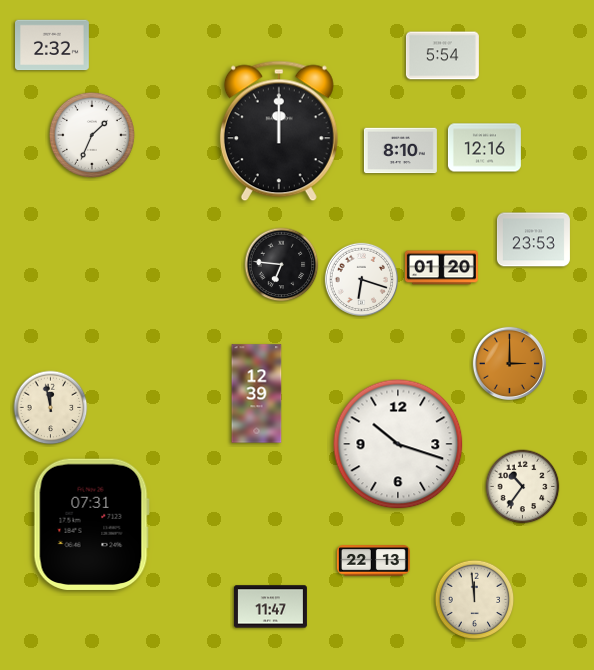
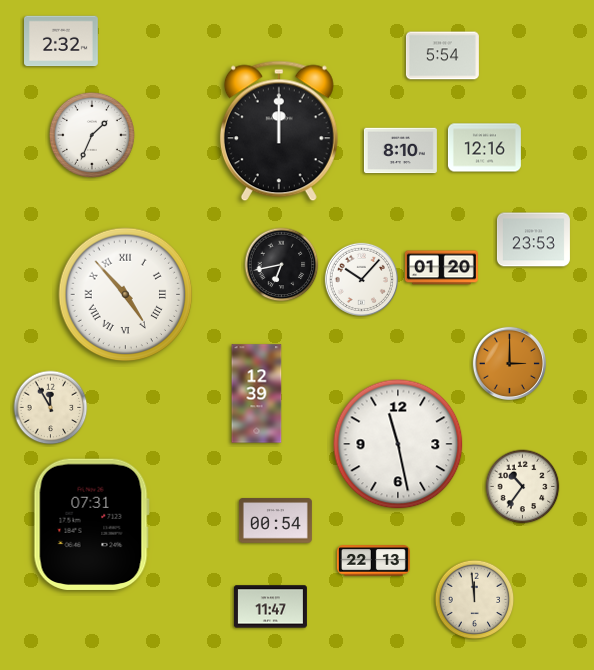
clock at (53, 45) position: (53, 45) -> (62, 41)
clock at (282, 265): 6:46 -> 6:43
clock at (361, 279): 6:18 -> 10:07
clock at (126, 295): none -> 4:53
clock at (51, 408): 11:58 -> 11:55
clock at (398, 444): 10:18 -> 11:28
clock at (275, 521): none -> 00:54
